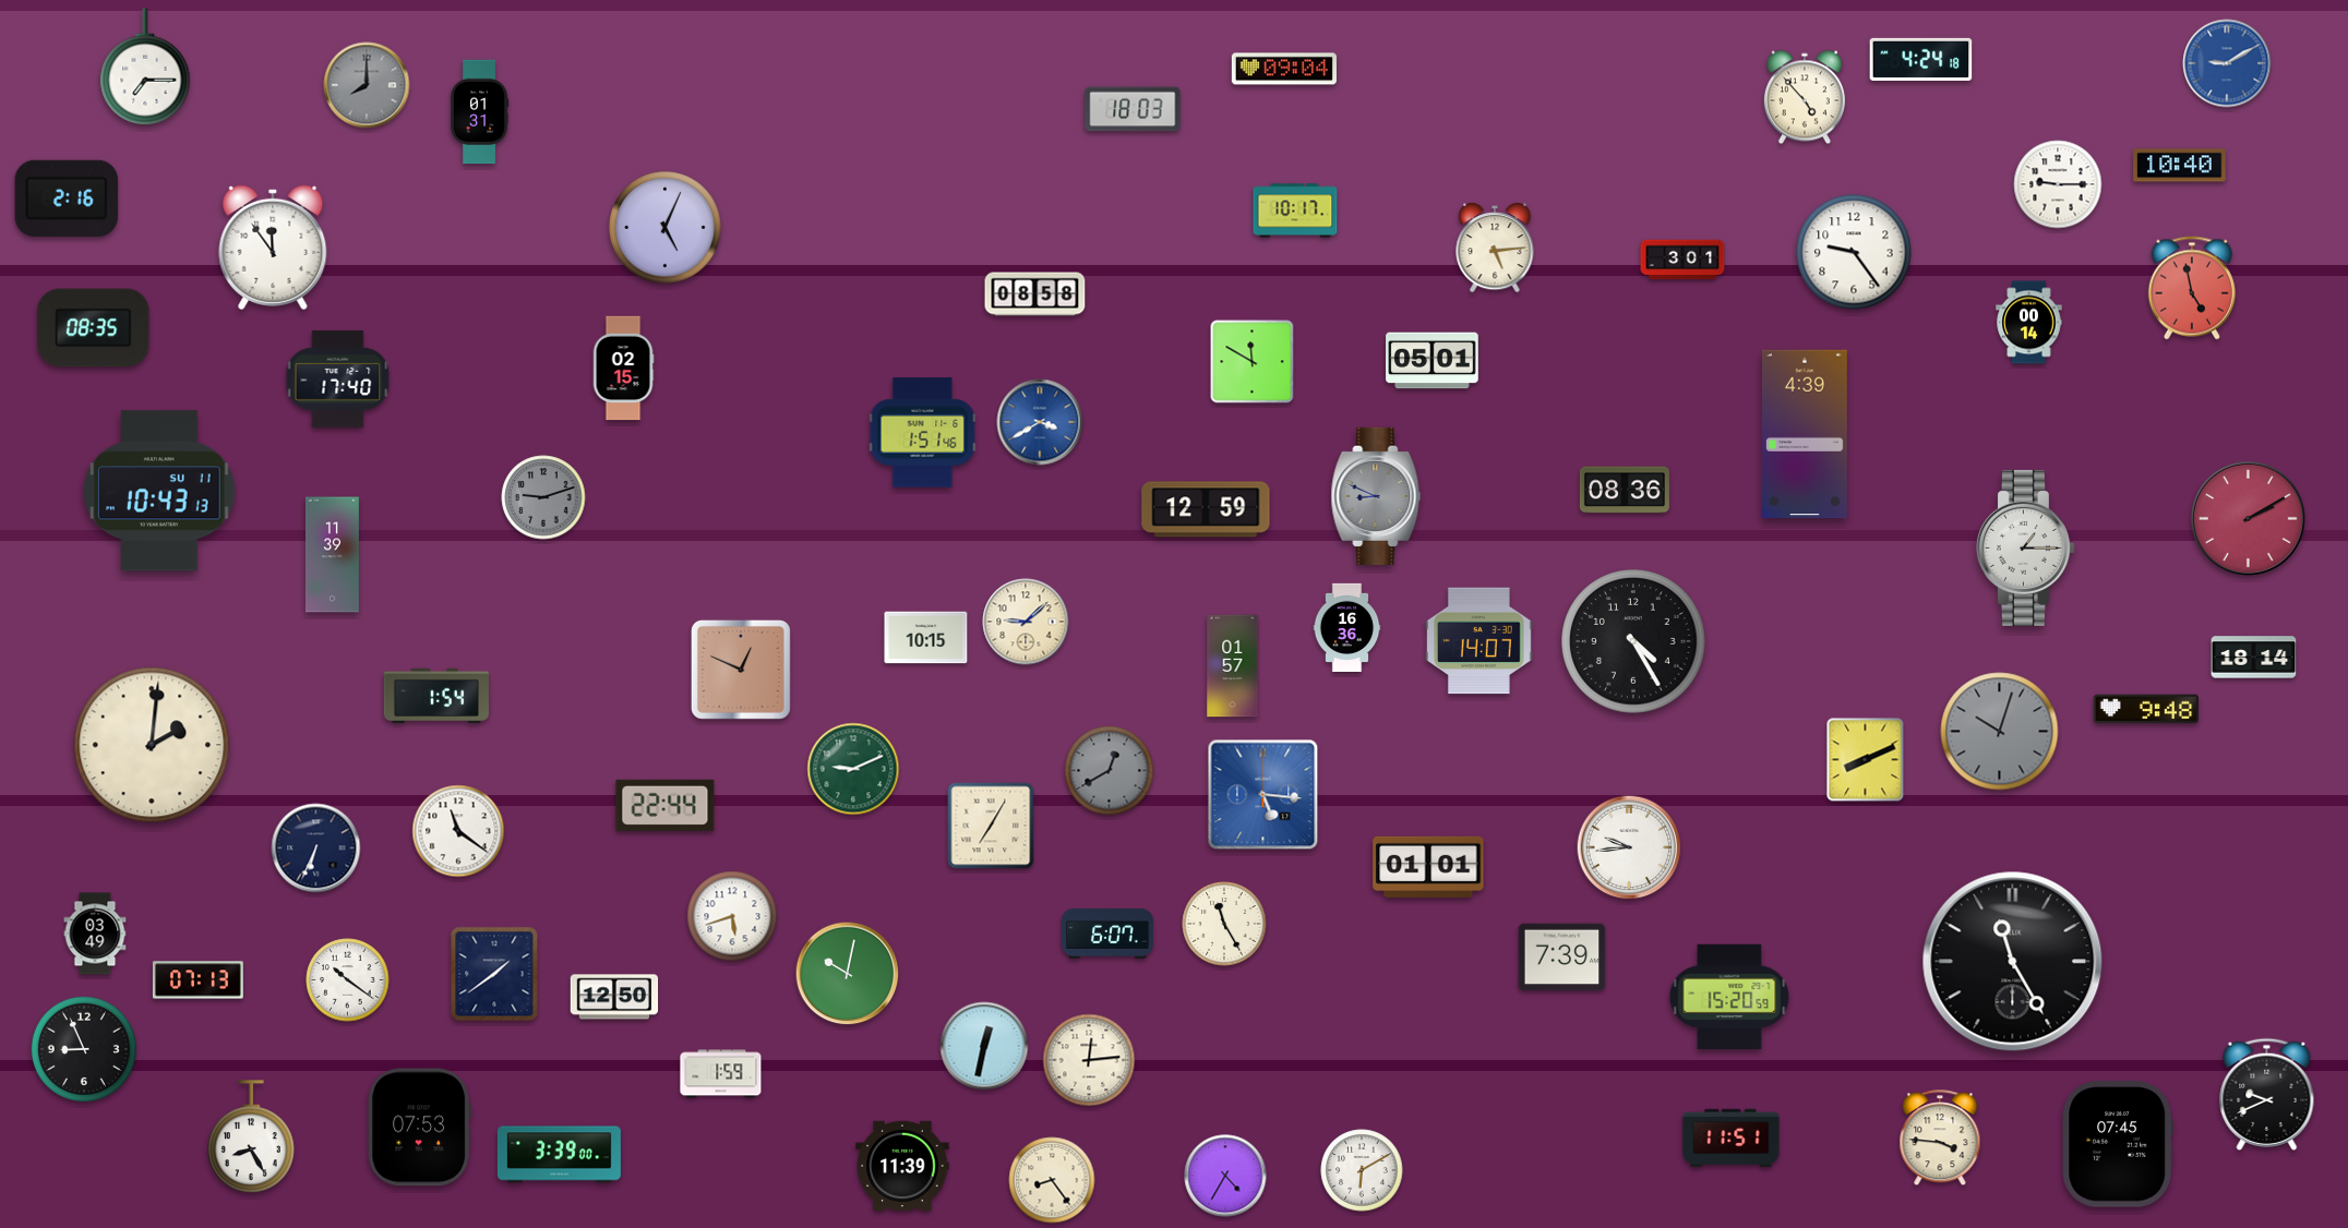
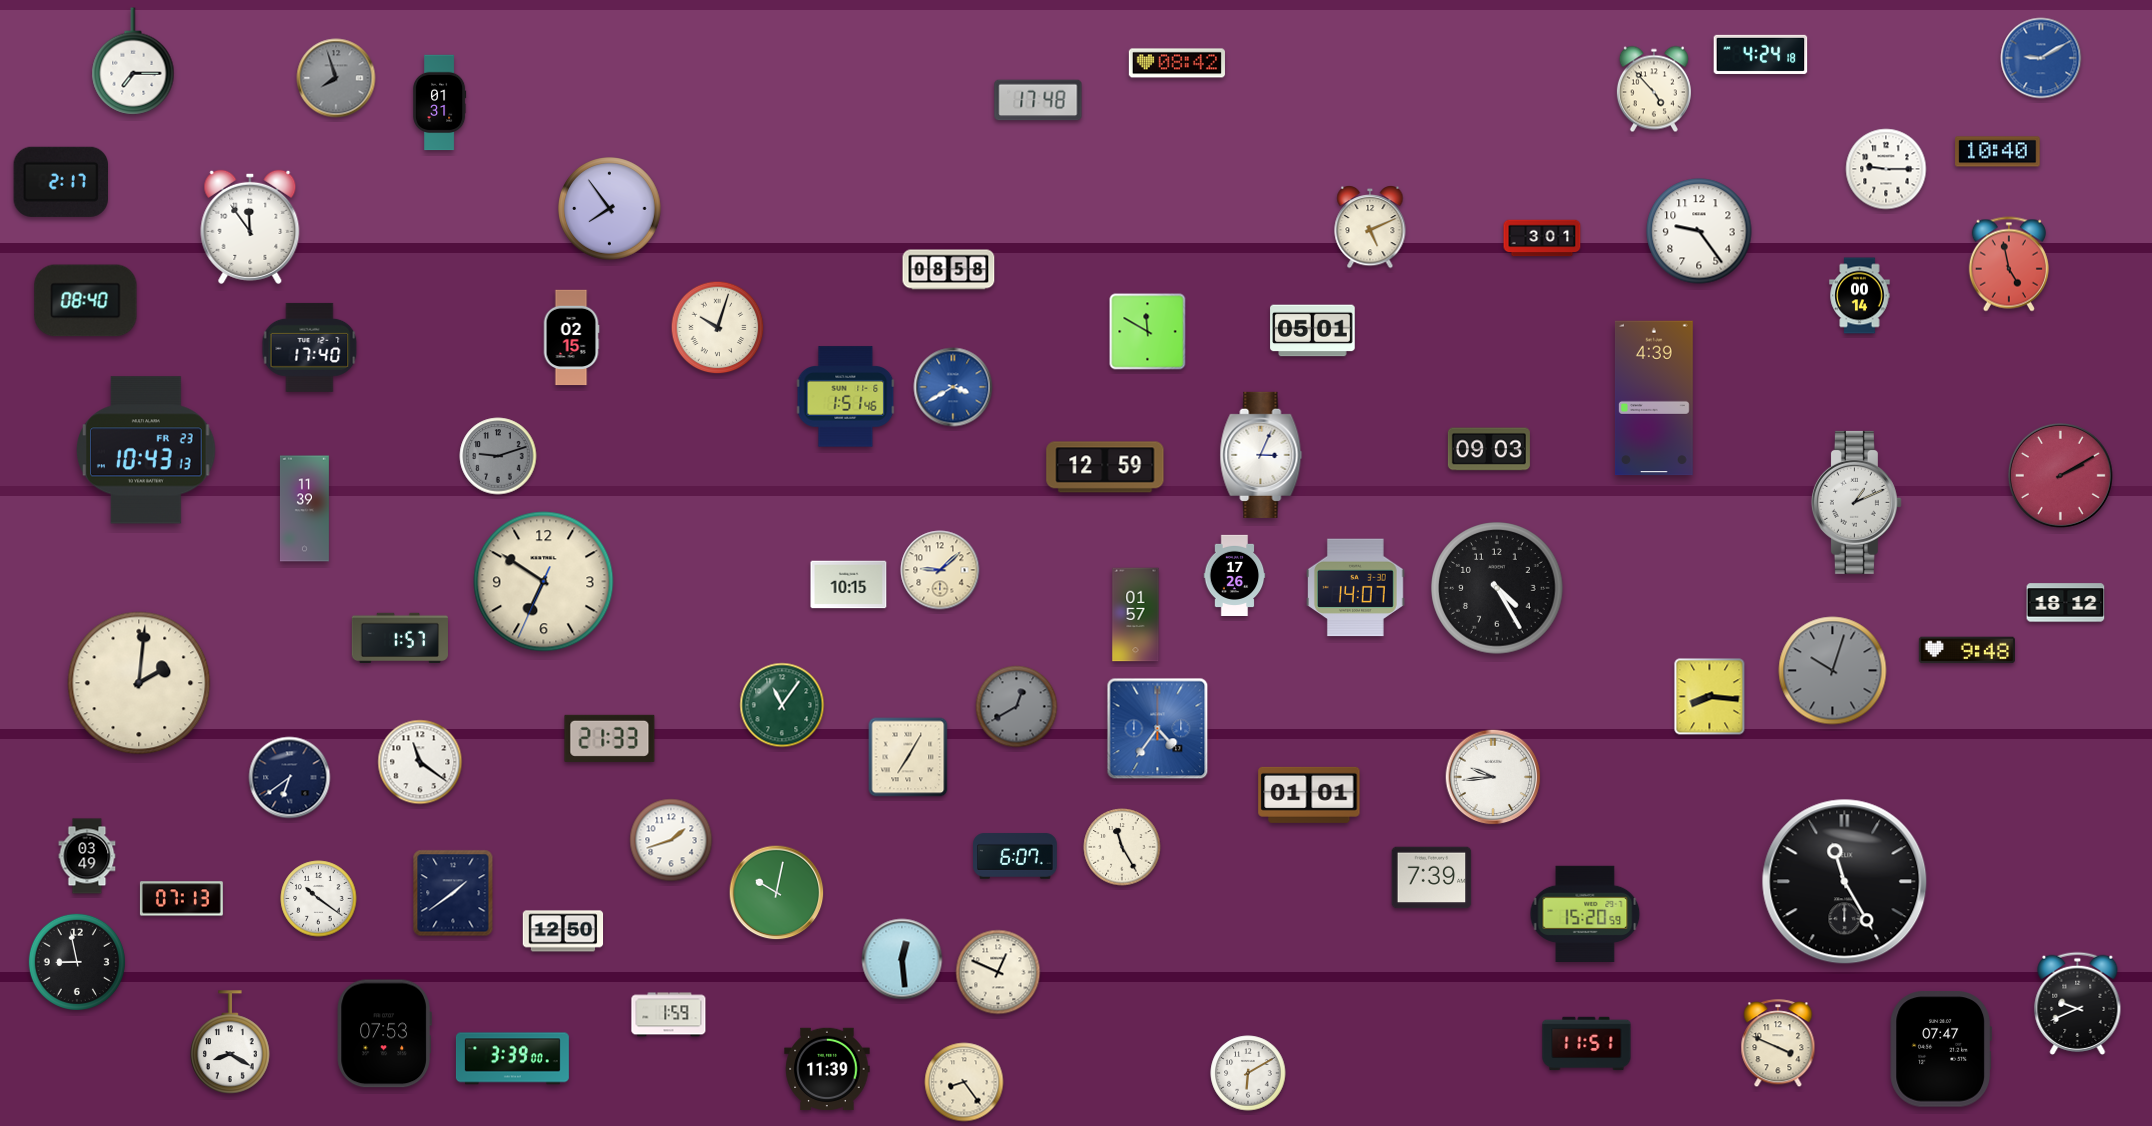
clock at (1284, 69): 09:04 -> 08:42
clock at (367, 85): 8:00 -> 7:57
clock at (1133, 109): 18:03 -> 17:48
clock at (65, 198): 2:16 -> 2:17
clock at (1295, 210): 10:17 -> none
clock at (666, 228): 5:04 -> 7:54
clock at (1495, 249): 5:14 -> 5:11
clock at (94, 328): 08:35 -> 08:40
clock at (718, 328): none -> 10:03
clock at (1625, 490): 08:36 -> 09:03
clock at (159, 491) date: SU 11 -> FR 23
clock at (1376, 496): 8:49 -> 3:04
clock at (1376, 496) dial: grey -> white
clock at (2025, 547): 1:15 -> 1:11
clock at (1347, 627): 16:36 -> 17:26
clock at (544, 582): none -> 6:50
clock at (2254, 658): 18:14 -> 18:12
clock at (1233, 666) position: (1233, 666) -> (1136, 615)
clock at (741, 670): 12:49 -> none
clock at (436, 695): 1:54 -> 1:57
clock at (1866, 760): 8:11 -> 8:16
clock at (853, 769): 9:11 -> 11:06
clock at (1263, 795): 5:16 -> 4:36
clock at (666, 805): 22:44 -> 21:33
clock at (316, 848): 6:34 -> 6:39
clock at (732, 916): 5:42 -> 1:42
clock at (614, 997) position: (614, 997) -> (563, 931)
clock at (984, 1046): 12:32 -> 12:29
clock at (84, 1049): 8:56 -> 8:58
clock at (1089, 1060): 12:14 -> 12:49
clock at (721, 1074) position: (721, 1074) -> (669, 1015)
clock at (251, 1136): 8:25 -> 8:20
clock at (1940, 1139): 3:46 -> 3:49
clock at (2117, 1144): 07:45 -> 07:47
clock at (1225, 1176): 4:35 -> none
